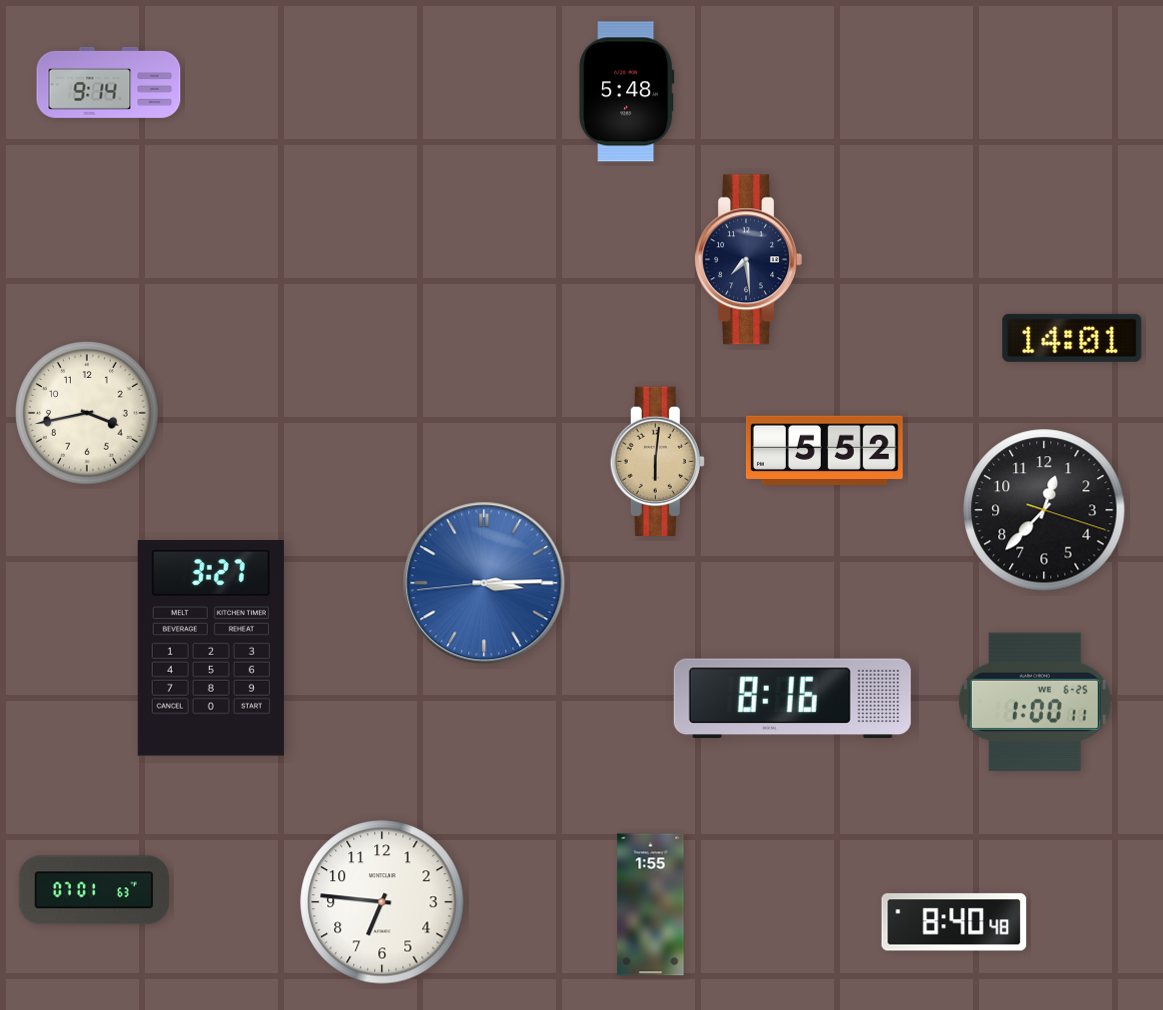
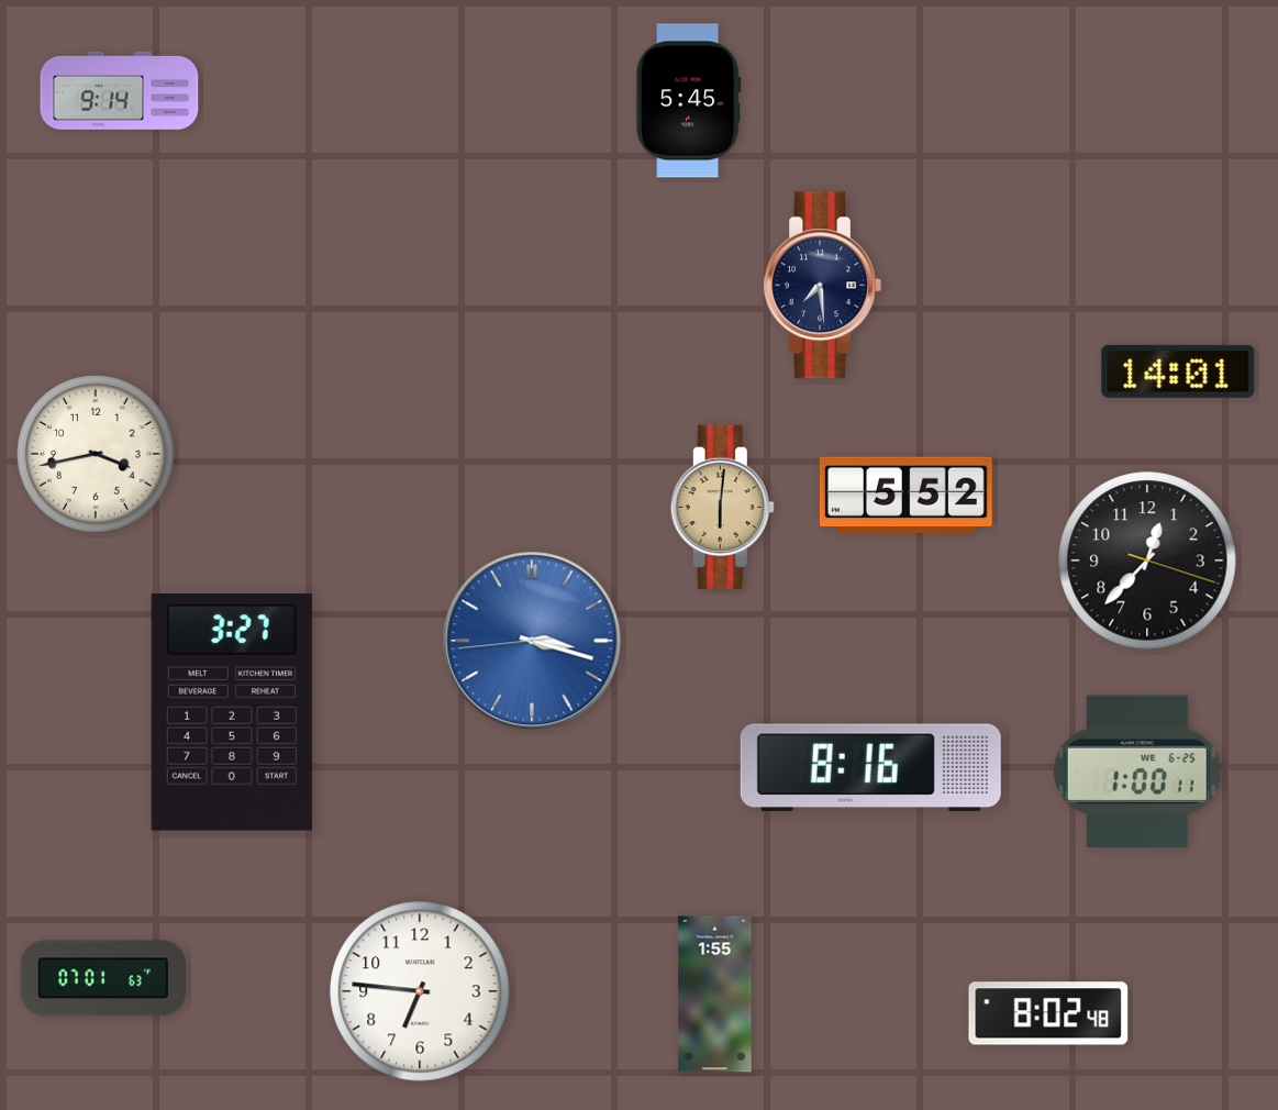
clock at (627, 92): 5:48 -> 5:45
clock at (484, 583): 3:14 -> 3:17
clock at (954, 922): 8:40 -> 8:02
